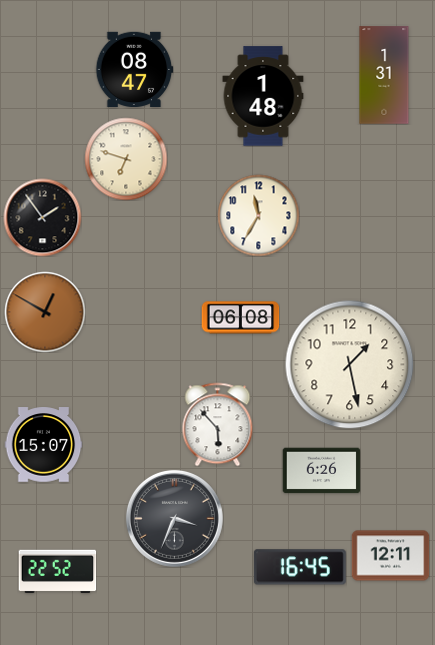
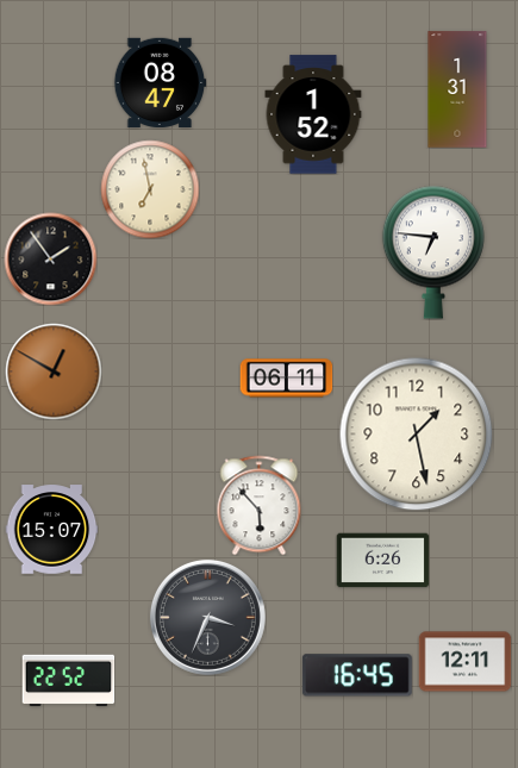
clock at (263, 96): 1:48 -> 1:52
clock at (126, 159): 6:48 -> 6:58
clock at (433, 252): none -> 6:46
clock at (258, 215): 11:35 -> none
clock at (240, 318): 06:08 -> 06:11
